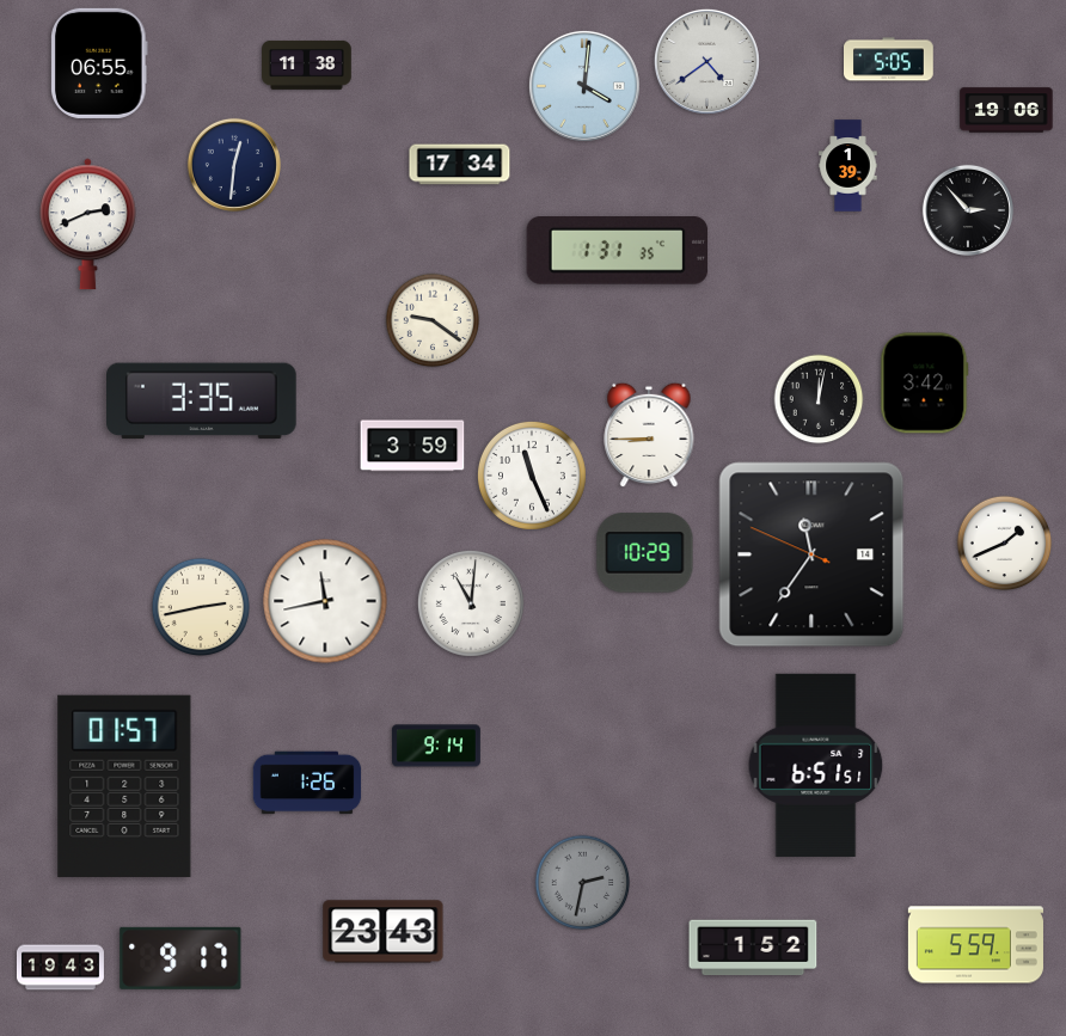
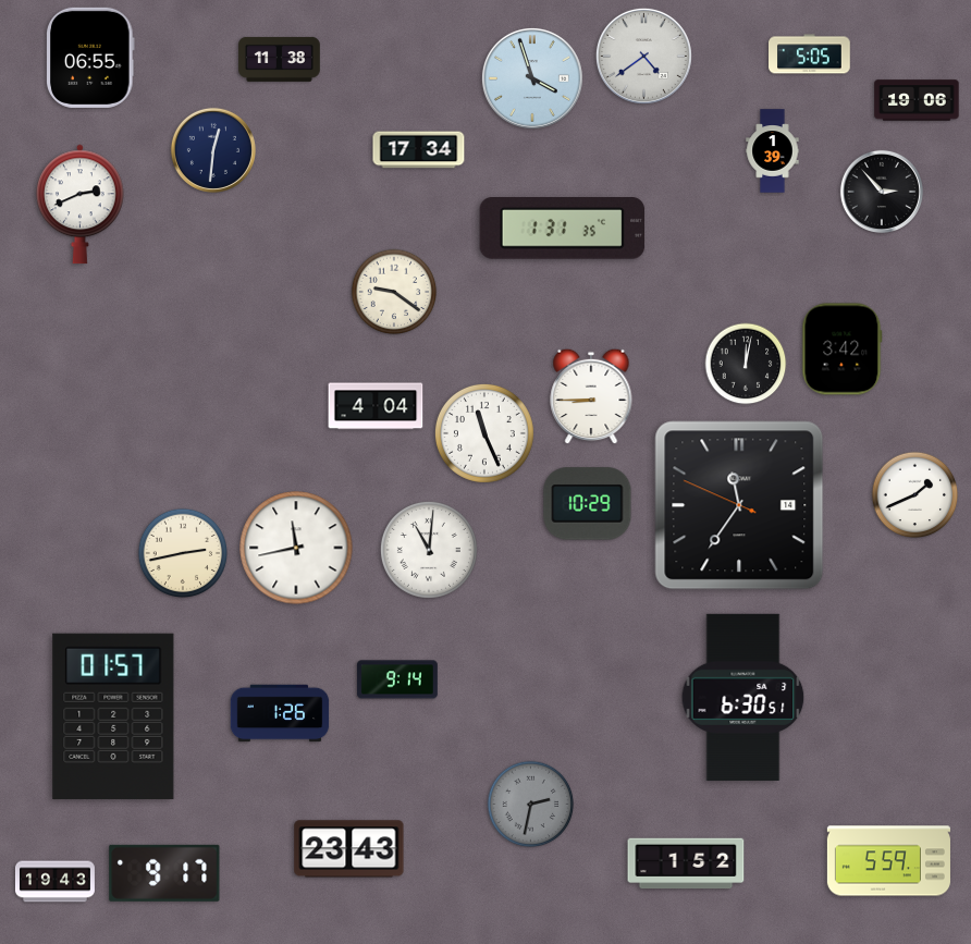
clock at (584, 86): 4:01 -> 3:57
clock at (202, 401): 3:35 -> none
clock at (412, 446): 3:59 -> 4:04
clock at (816, 765): 6:51 -> 6:30
